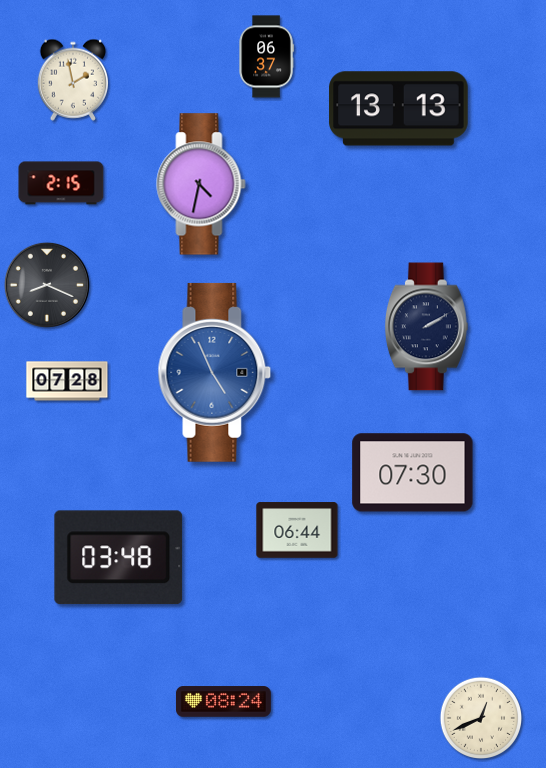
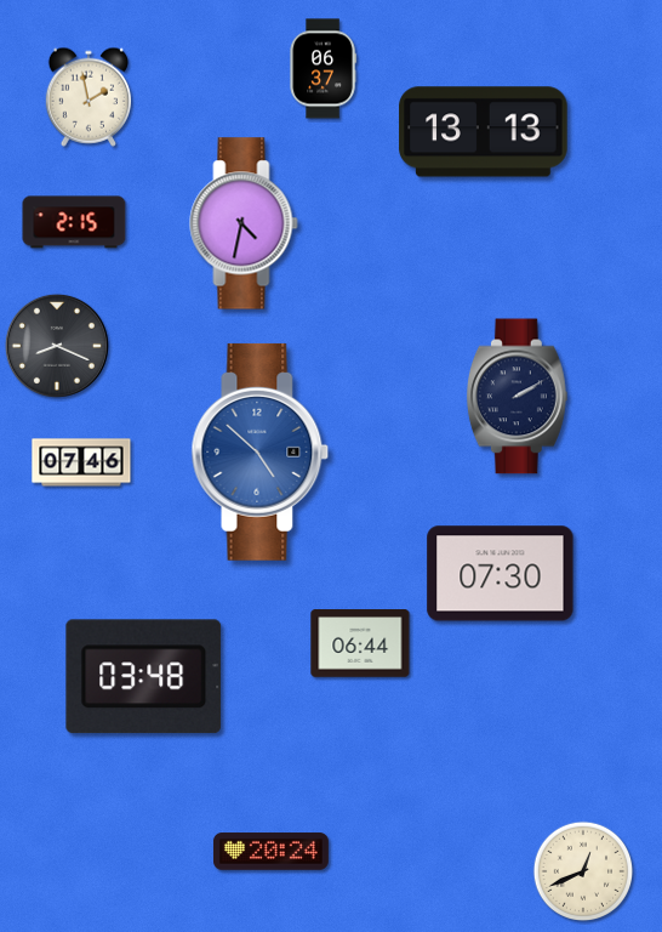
clock at (215, 372): 4:56 -> 4:52
clock at (67, 381): 07:28 -> 07:46
clock at (223, 702): 08:24 -> 20:24
